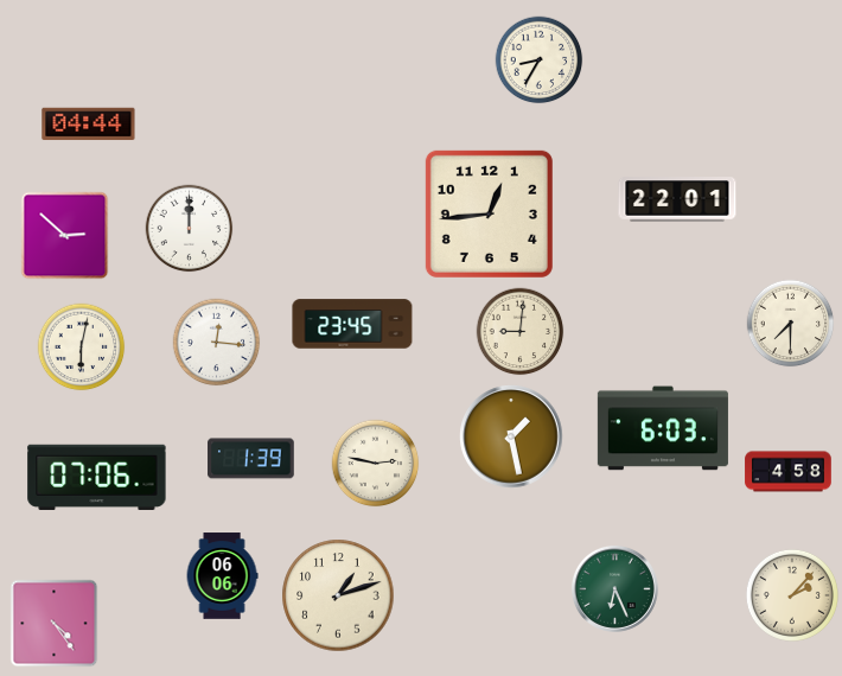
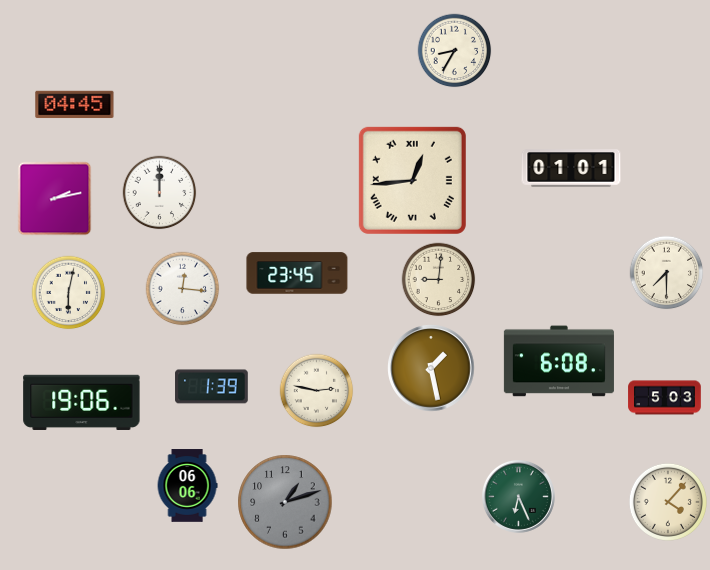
clock at (89, 125): 04:44 -> 04:45
clock at (677, 199): 22:01 -> 01:01
clock at (489, 213) numerals: Arabic -> Roman
clock at (65, 236): 2:52 -> 2:13
clock at (663, 428): 6:03 -> 6:08
clock at (789, 472): 4:58 -> 5:03
clock at (97, 477): 07:06 -> 19:06
clock at (338, 595) dial: cream -> grey
clock at (792, 595): 2:07 -> 4:07
clock at (55, 624): 4:24 -> none
